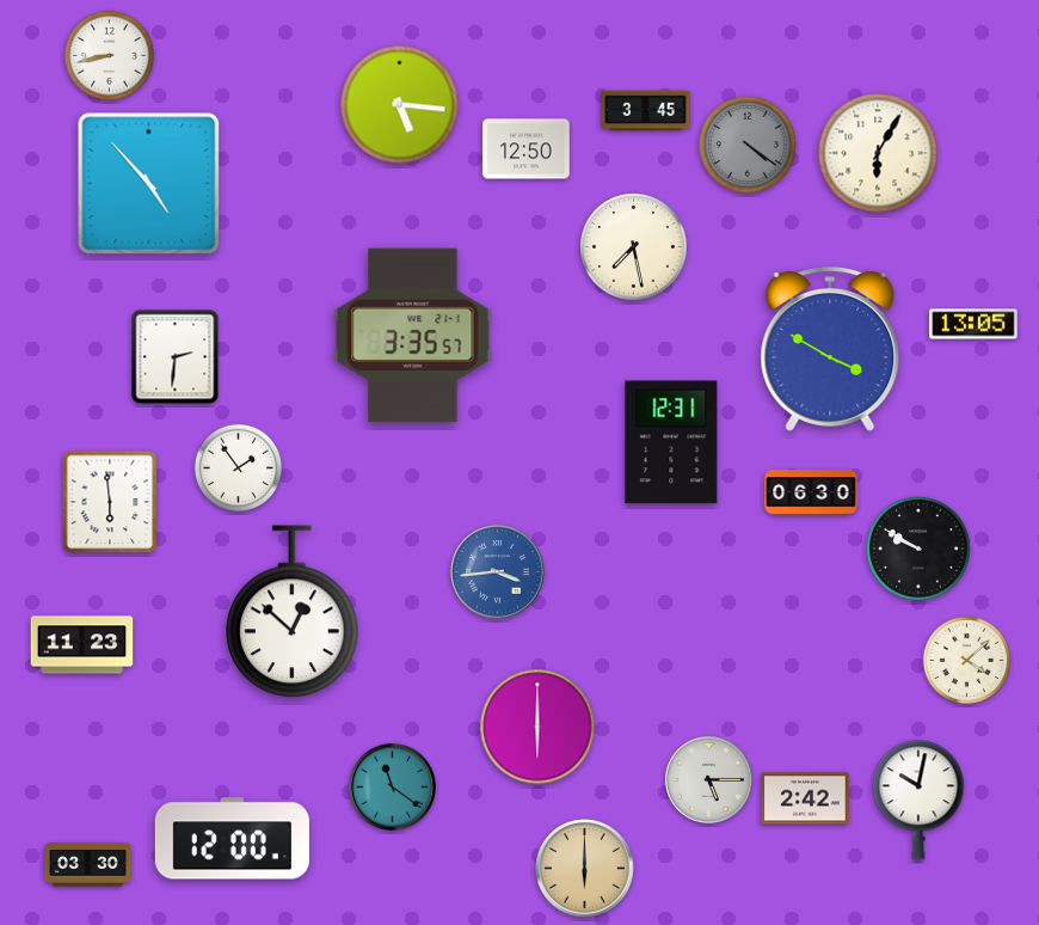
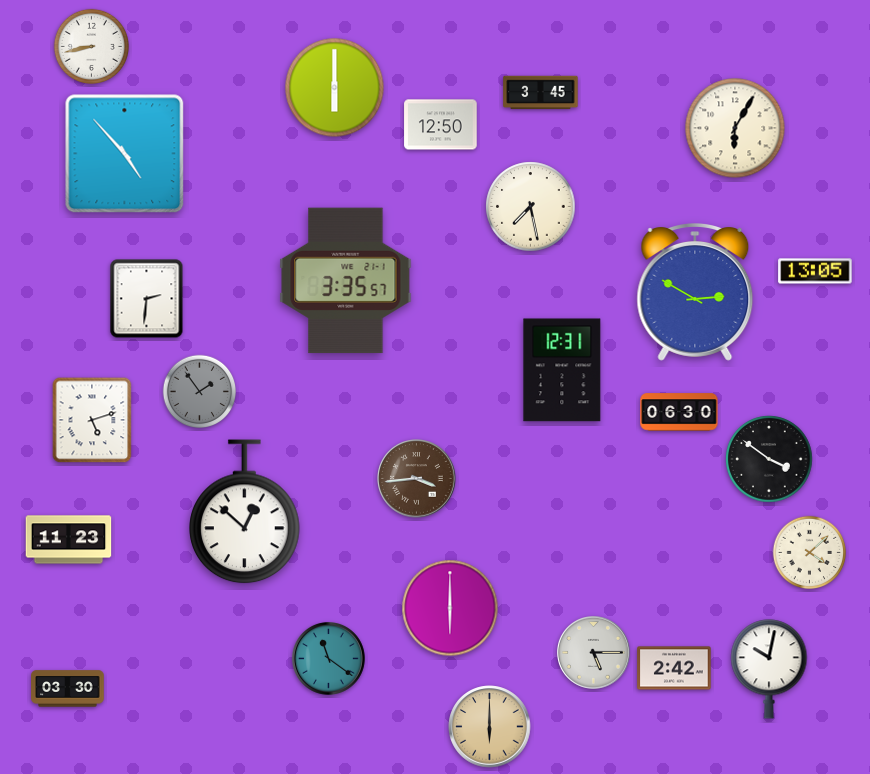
clock at (400, 105): 5:16 -> 6:00
clock at (748, 145): 4:21 -> none
clock at (830, 350): 3:50 -> 2:50
clock at (239, 468) dial: white -> grey
clock at (110, 502): 5:59 -> 5:12
clock at (918, 549): 9:50 -> 3:51
clock at (498, 572) dial: blue -> brown
clock at (232, 839): 12:00 -> none
clock at (88, 865) position: (88, 865) -> (68, 689)
